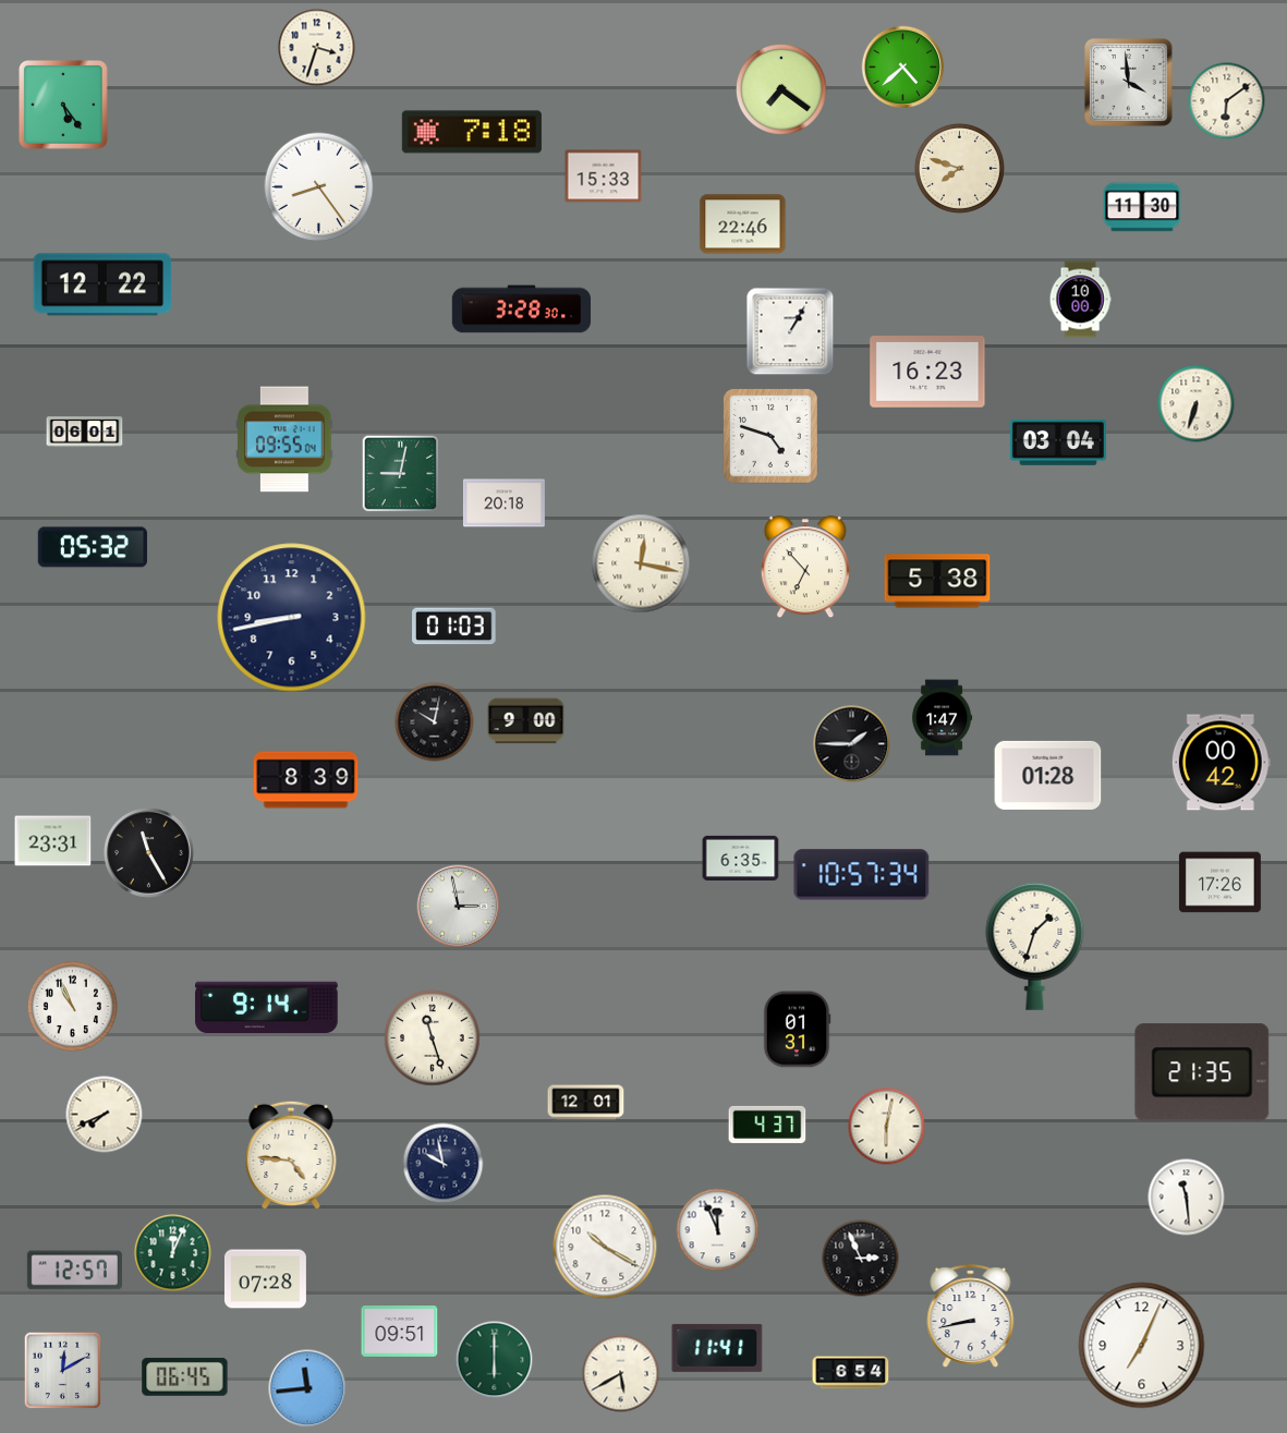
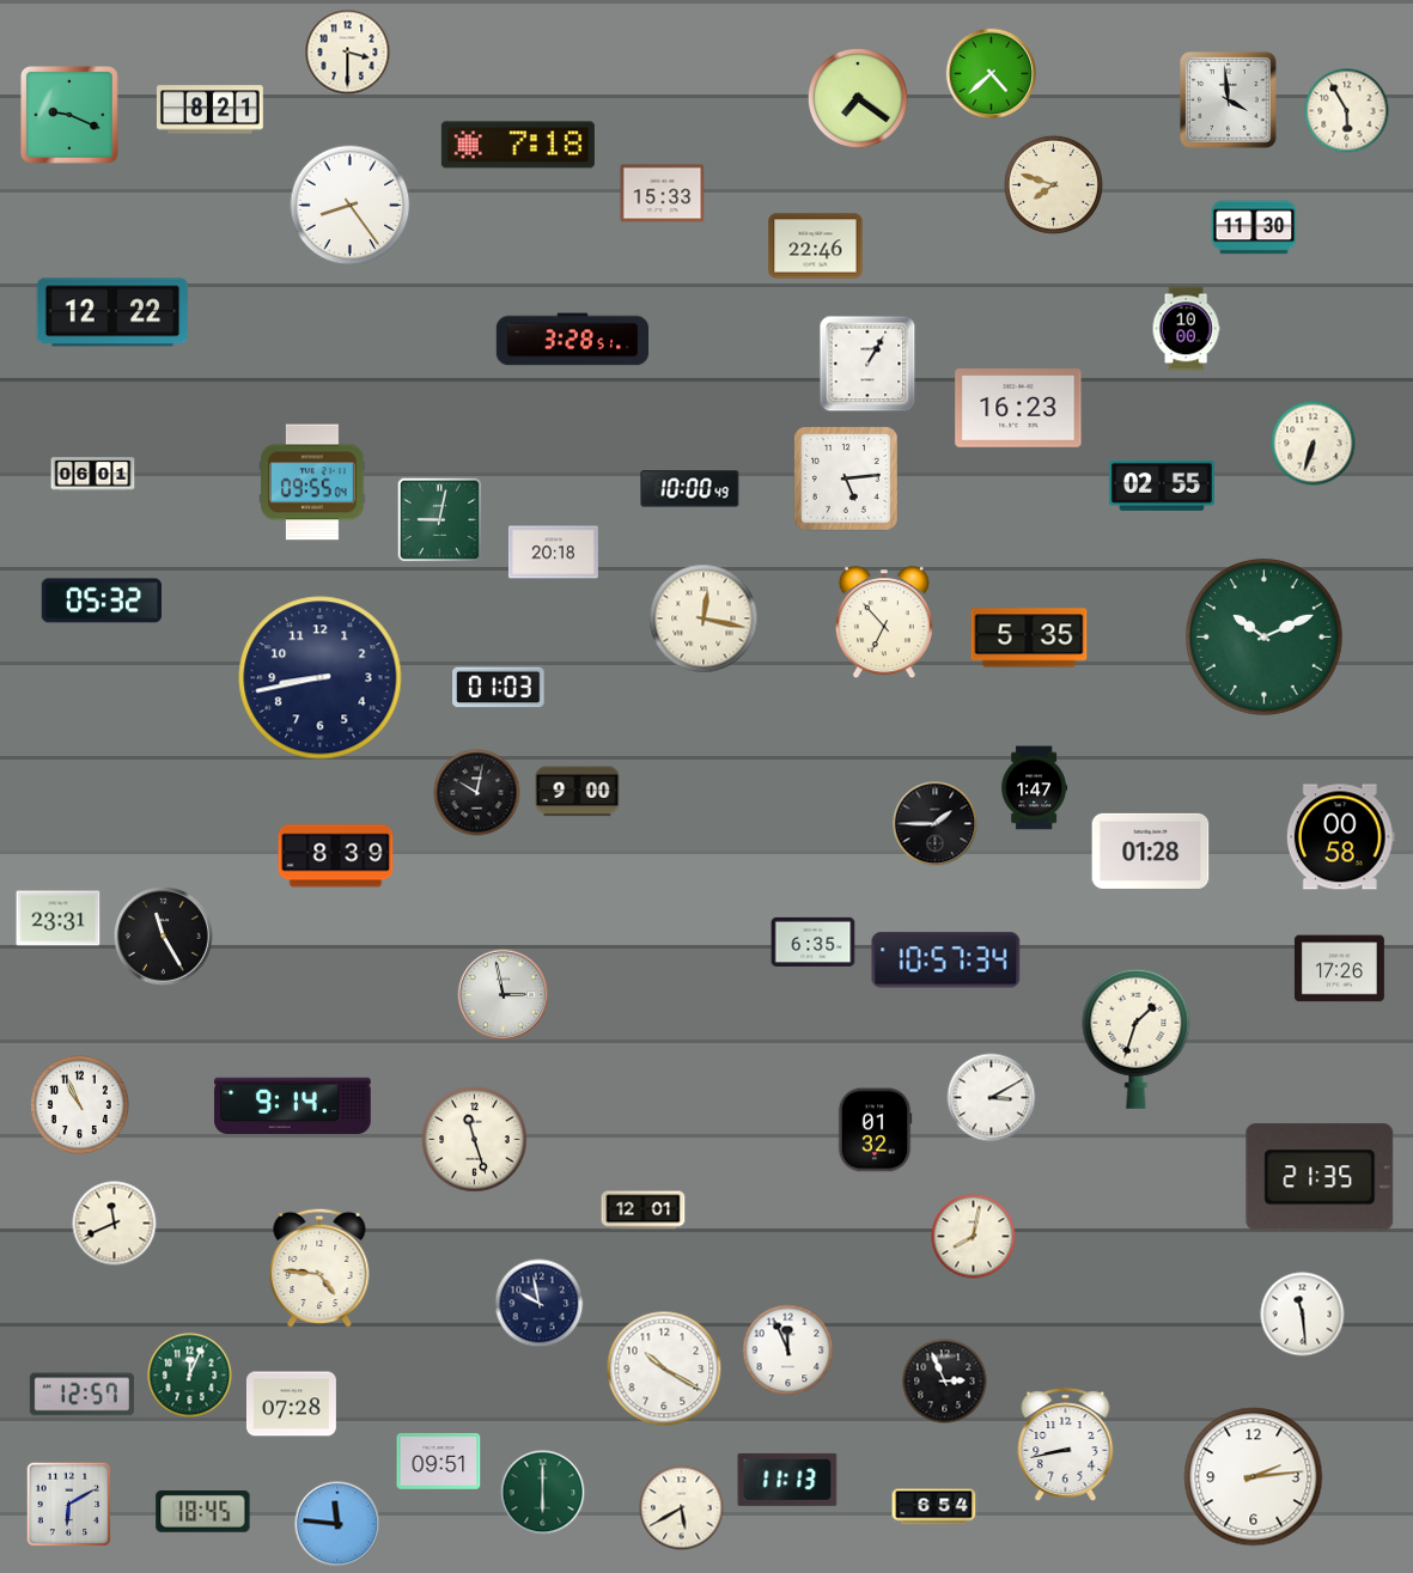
clock at (317, 48): 3:33 -> 3:30
clock at (1129, 83) position: (1129, 83) -> (1229, 100)
clock at (209, 110): none -> 8:21
clock at (1227, 101): 6:09 -> 5:55
clock at (64, 106): 5:24 -> 9:19
clock at (521, 309): 3:28:30 -> 3:28:51
clock at (770, 436): 4:48 -> 5:14
clock at (1058, 442): 03:04 -> 02:55
clock at (690, 489): none -> 10:00
clock at (1263, 636): none -> 10:11
clock at (937, 581): 5:38 -> 5:35
clock at (852, 744) position: (852, 744) -> (936, 824)
clock at (1221, 763): 00:42 -> 00:58
clock at (53, 841) position: (53, 841) -> (59, 919)
clock at (992, 1098): none -> 3:10
clock at (797, 1030): 01:31 -> 01:32
clock at (105, 1115): 7:41 -> 11:41
clock at (767, 1125): 4:37 -> none
clock at (887, 1127): 6:02 -> 8:02
clock at (444, 1164) position: (444, 1164) -> (540, 1304)
clock at (1142, 1346): 7:04 -> 2:14
clock at (717, 1348): 11:41 -> 11:13
clock at (63, 1371): 12:10 -> 6:10
clock at (185, 1376): 06:45 -> 18:45
clock at (307, 1388): 11:44 -> 11:46
